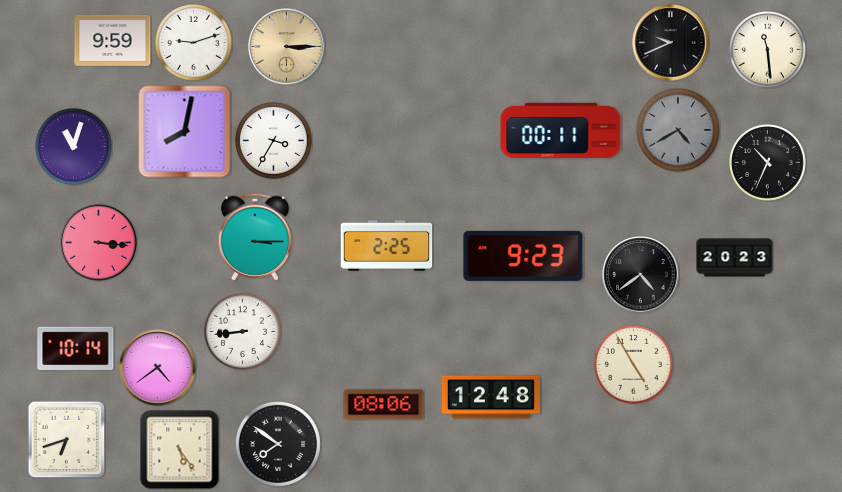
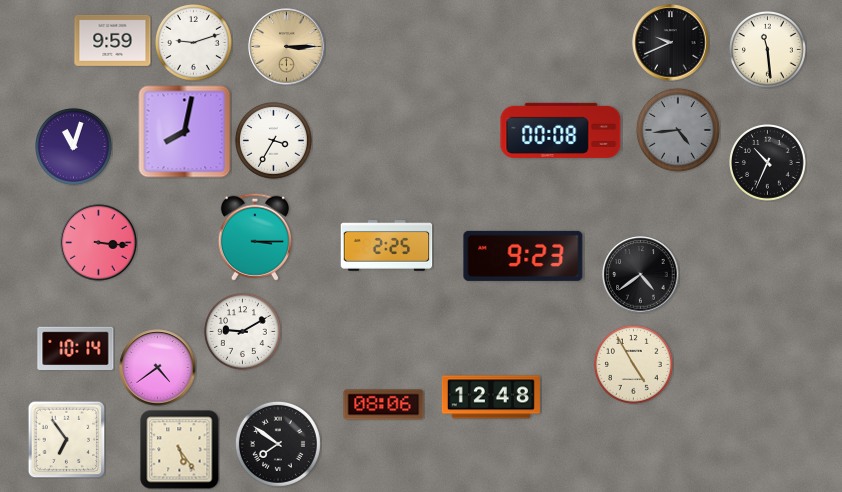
clock at (561, 130): 00:11 -> 00:08
clock at (678, 130): 4:40 -> 4:44
clock at (735, 258): 20:23 -> none
clock at (243, 332): 8:44 -> 9:10
clock at (66, 439): 6:42 -> 6:54
